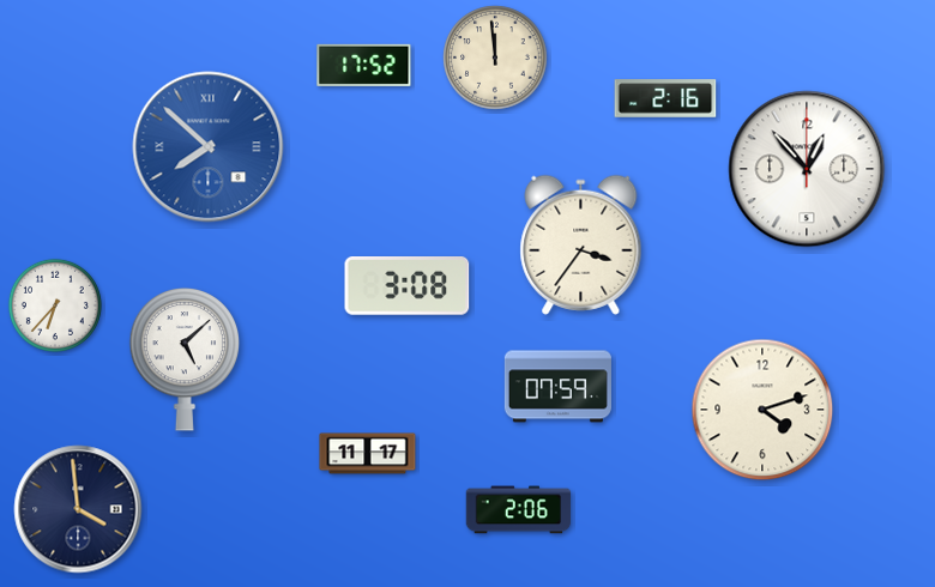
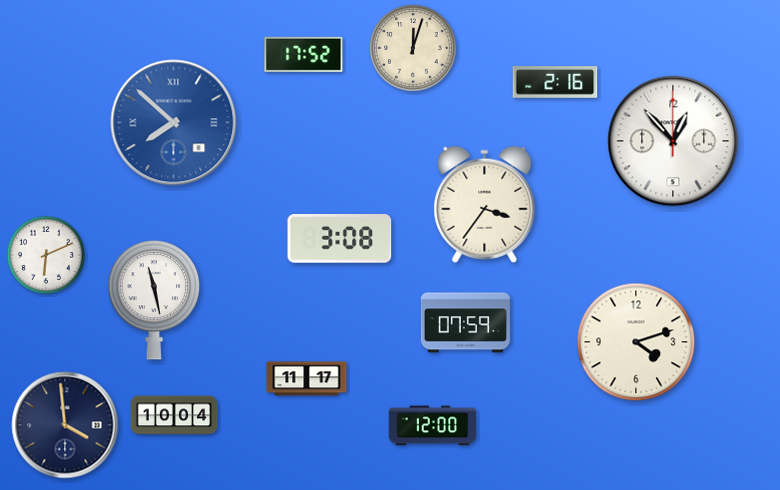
clock at (495, 58): 11:59 -> 12:03
clock at (55, 305): 6:37 -> 6:11
clock at (185, 359): 5:08 -> 11:28
clock at (174, 415): none -> 10:04
clock at (518, 510): 2:06 -> 12:00
